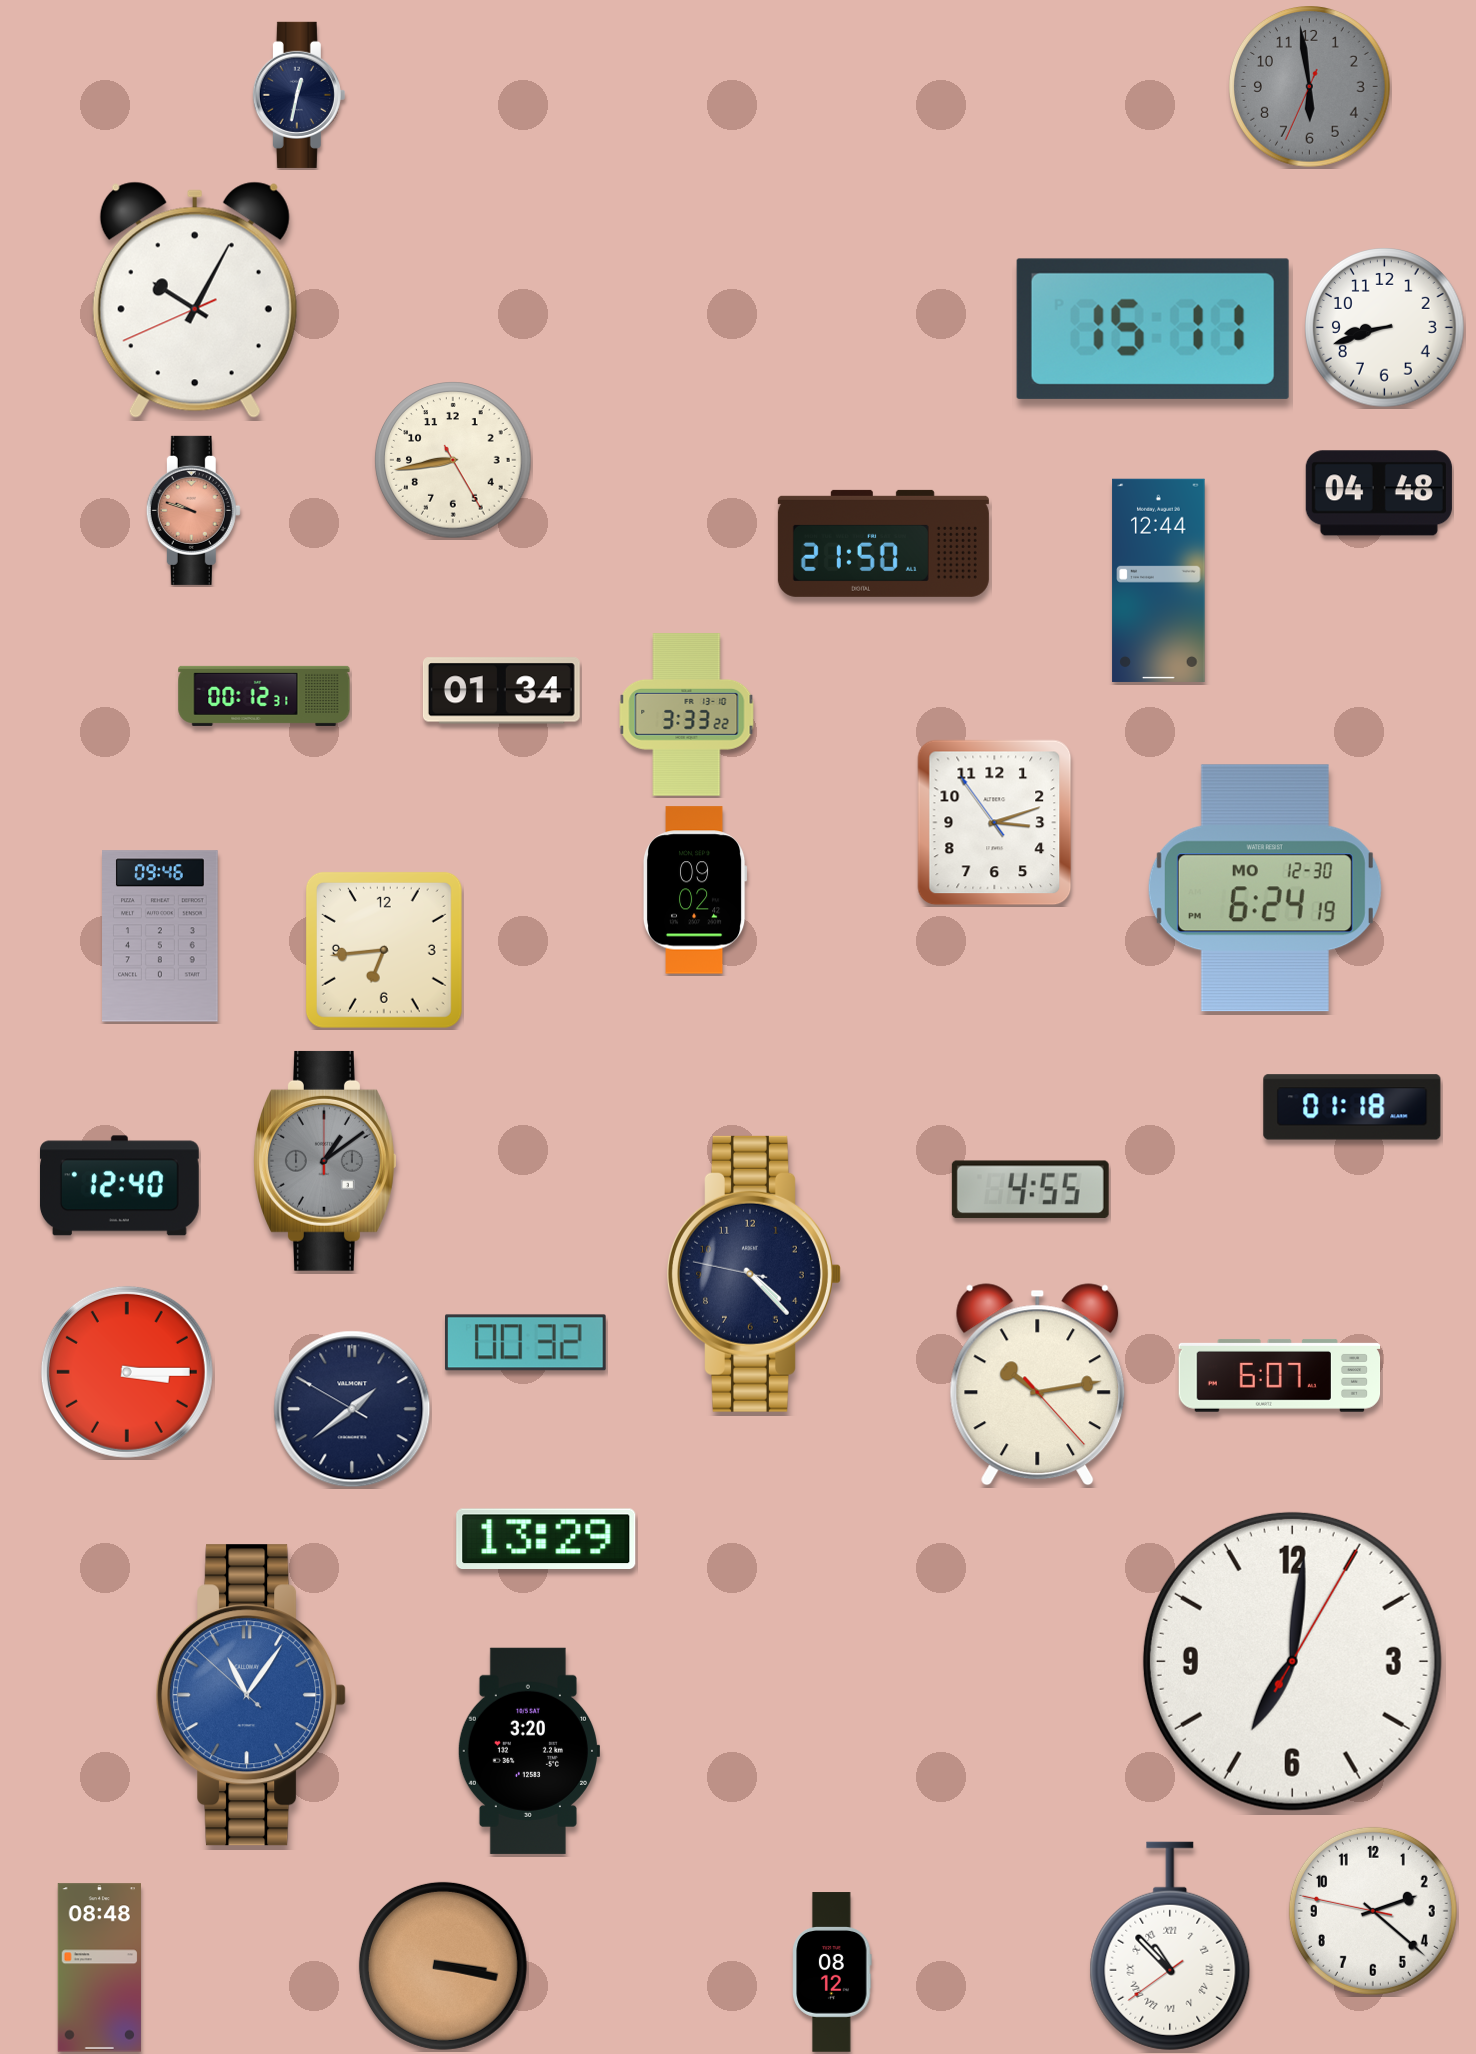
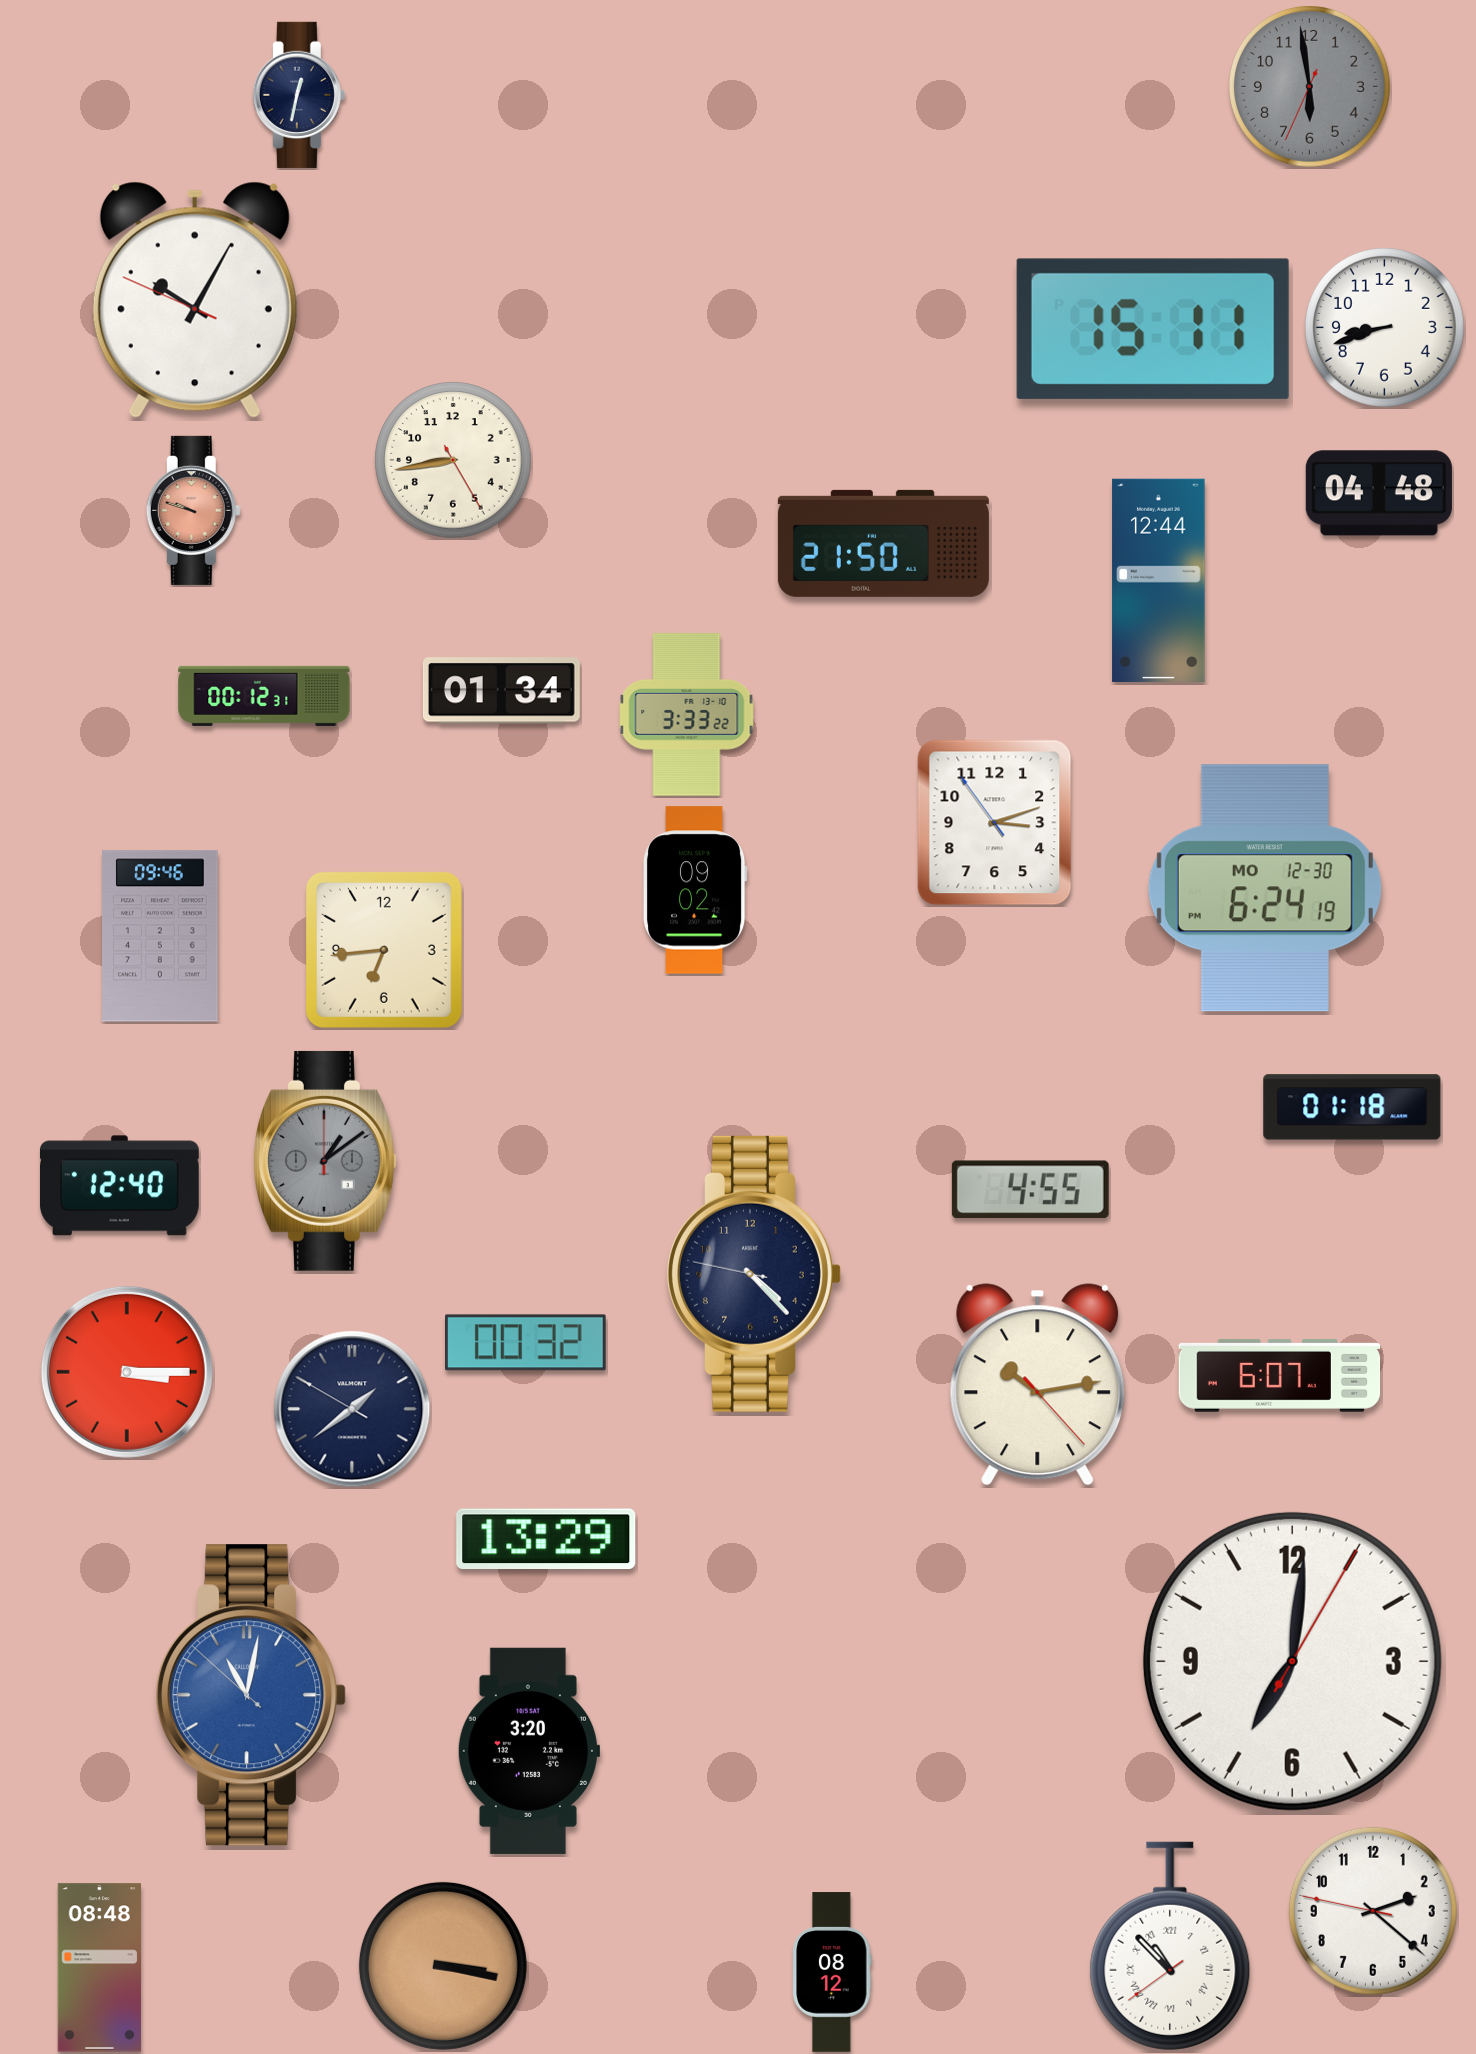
clock at (195, 300): 10:04:41 -> 10:04:49
clock at (251, 1695): 11:05 -> 11:01
